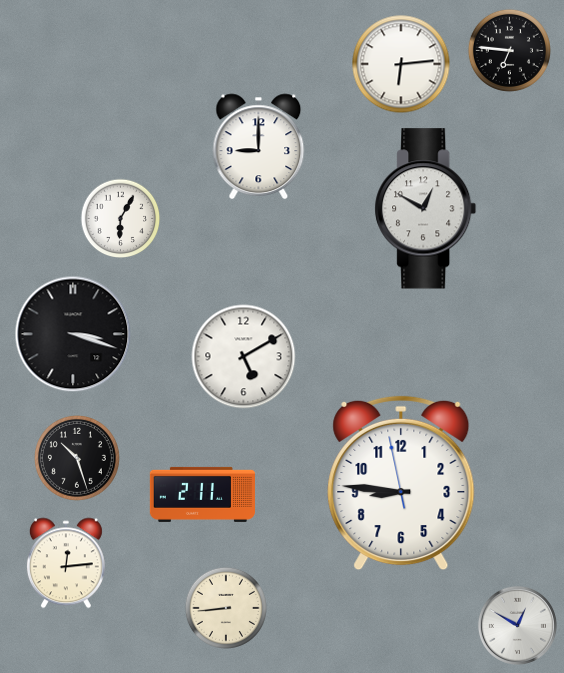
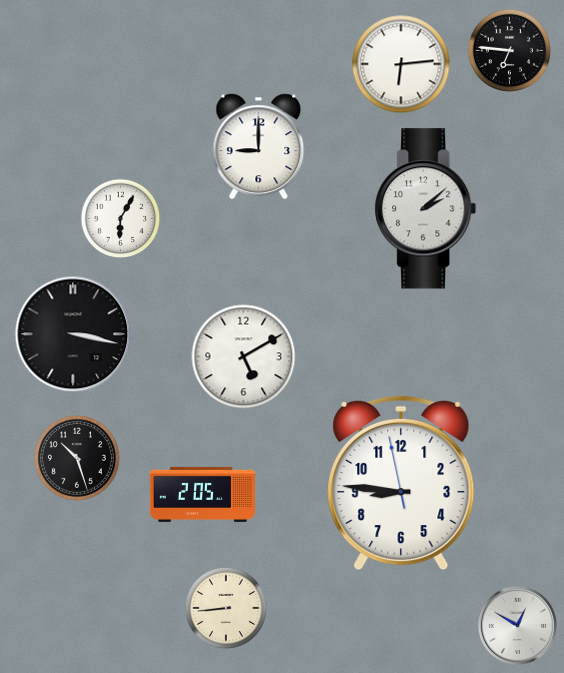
clock at (426, 209): 12:50 -> 2:08
clock at (73, 334): 3:18 -> 3:17
clock at (202, 494): 2:11 -> 2:05
clock at (66, 563): 12:14 -> none
